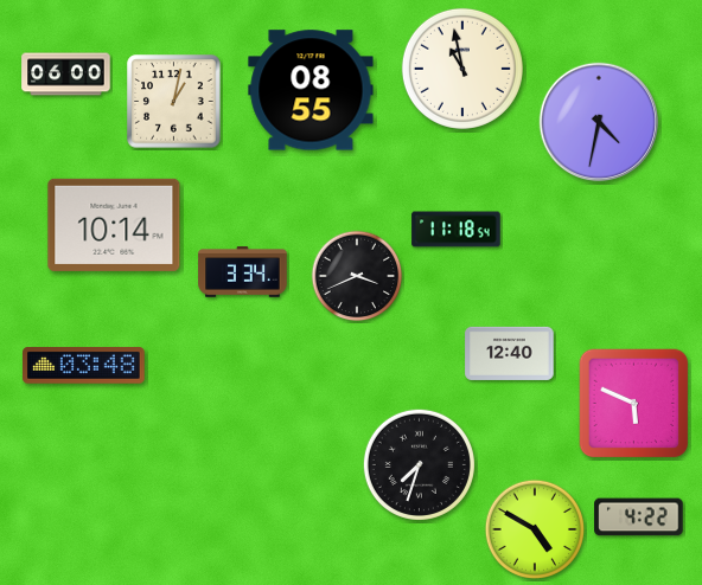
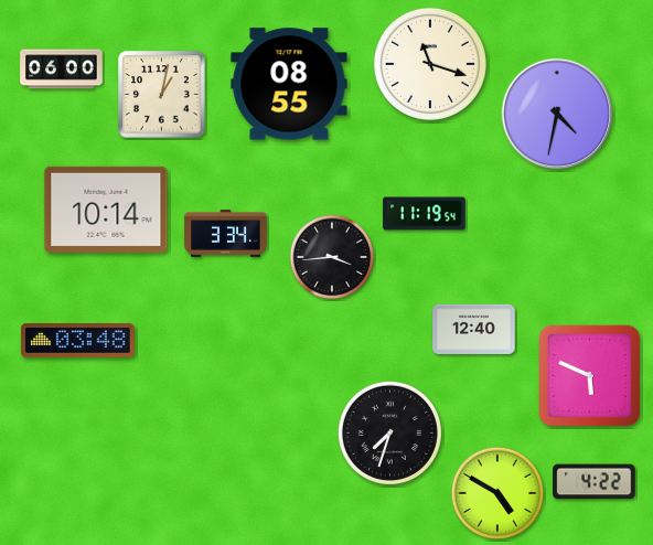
clock at (462, 69): 10:58 -> 11:18
clock at (457, 230): 11:18 -> 11:19
clock at (243, 272) position: (243, 272) -> (226, 234)
clock at (357, 276): 3:41 -> 3:44
